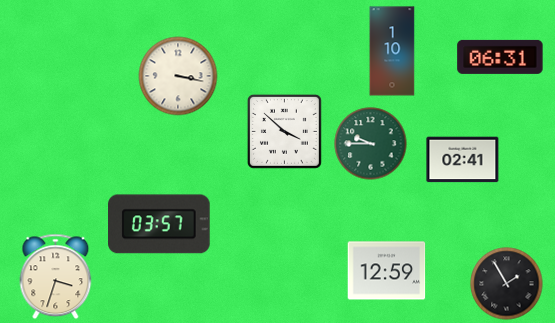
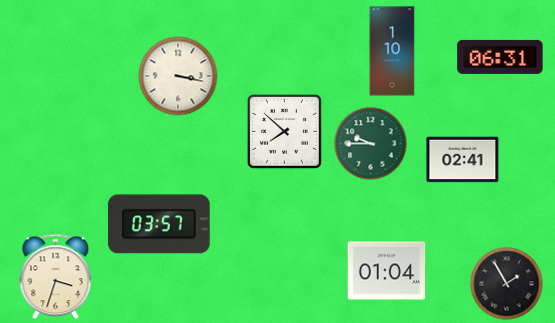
clock at (284, 131): 3:52 -> 7:52
clock at (387, 271): 12:59 -> 01:04
